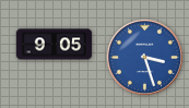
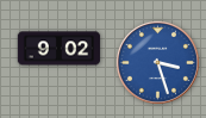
clock at (55, 45): 9:05 -> 9:02
